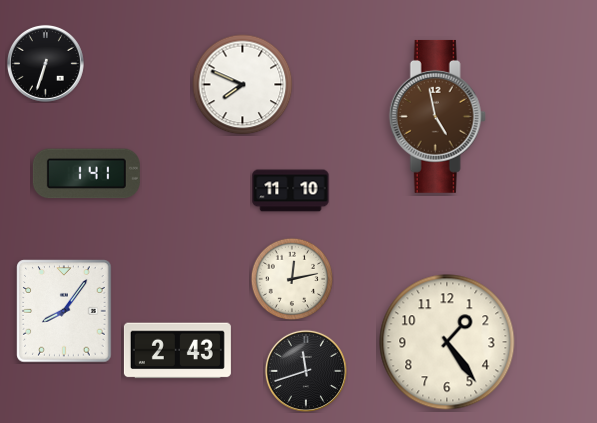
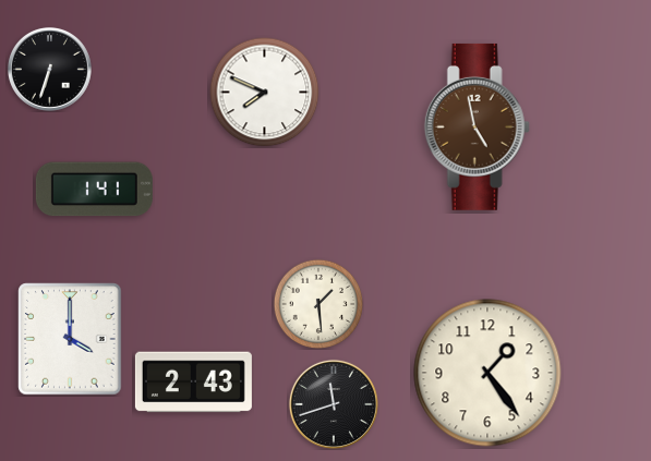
clock at (291, 191): 11:10 -> none
clock at (292, 279): 12:13 -> 1:29
clock at (64, 311): 8:06 -> 4:00
